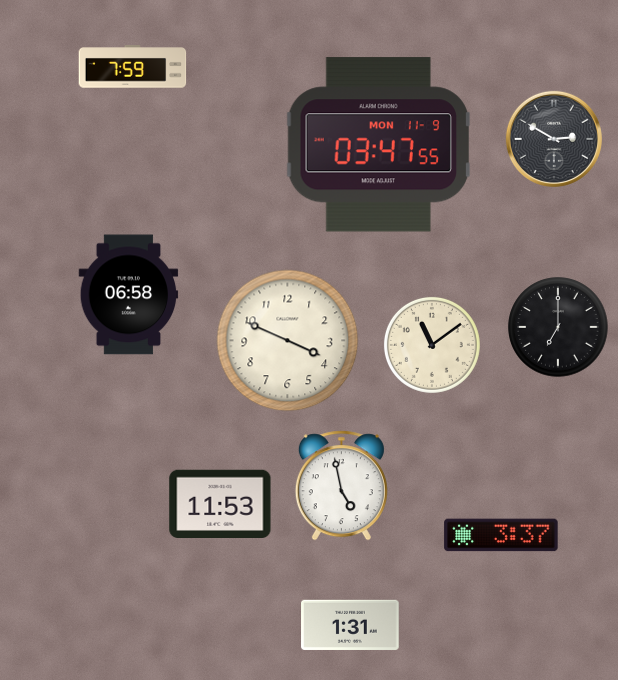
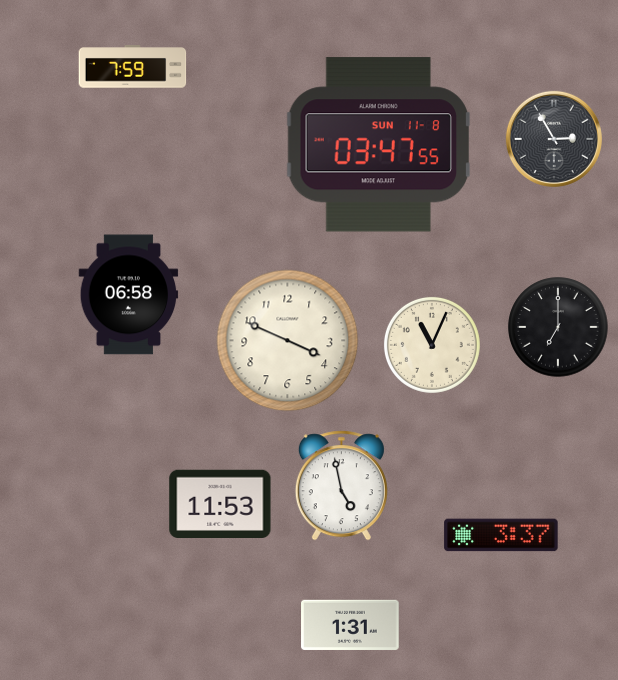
clock at (554, 139): 2:50 -> 2:55
clock at (379, 145) date: MON 11-9 -> SUN 11-8
clock at (432, 345): 11:09 -> 11:04
